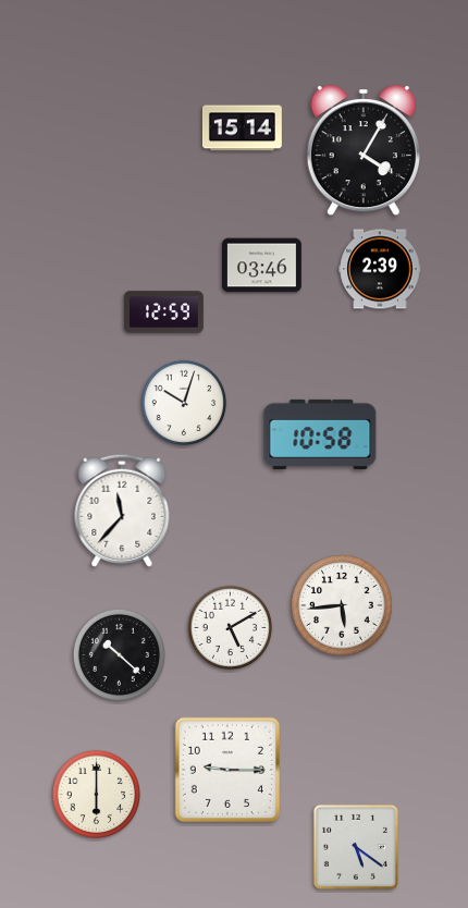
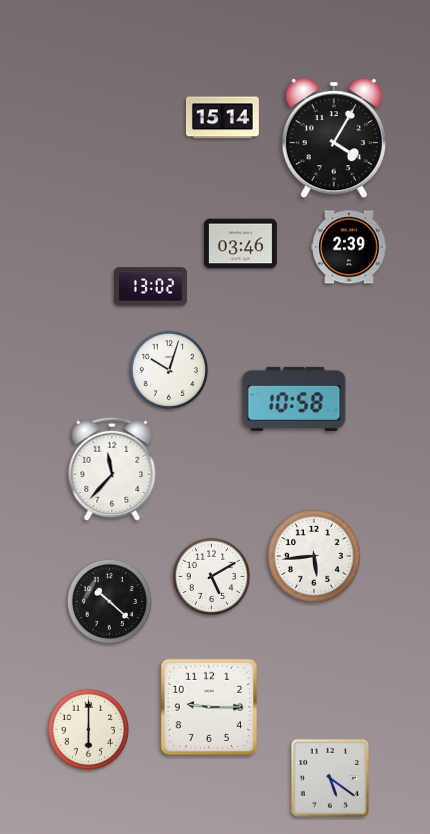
clock at (163, 312): 12:59 -> 13:02
clock at (356, 847) position: (356, 847) -> (330, 778)
